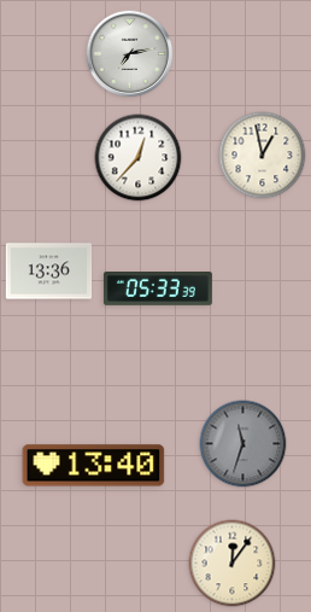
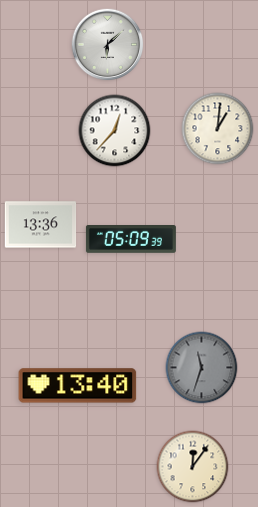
clock at (130, 54): 7:13 -> 6:08
clock at (263, 156): 12:58 -> 1:01
clock at (158, 290): 05:33 -> 05:09
